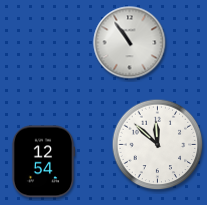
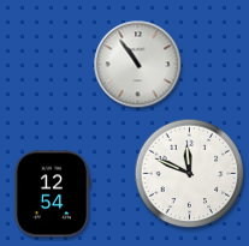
clock at (130, 43) position: (130, 43) -> (138, 65)
clock at (158, 145): 11:52 -> 11:49
